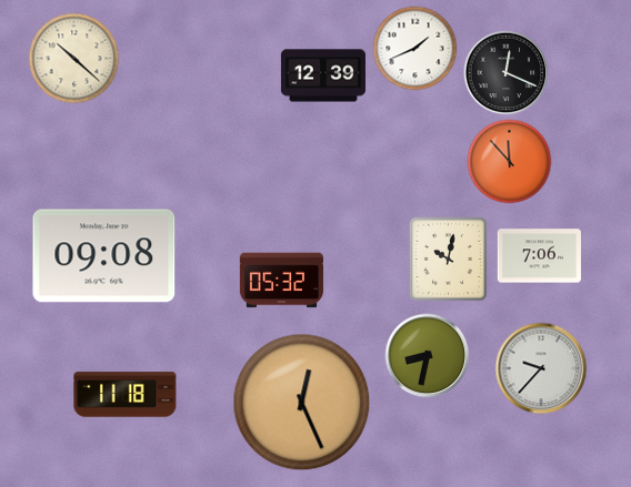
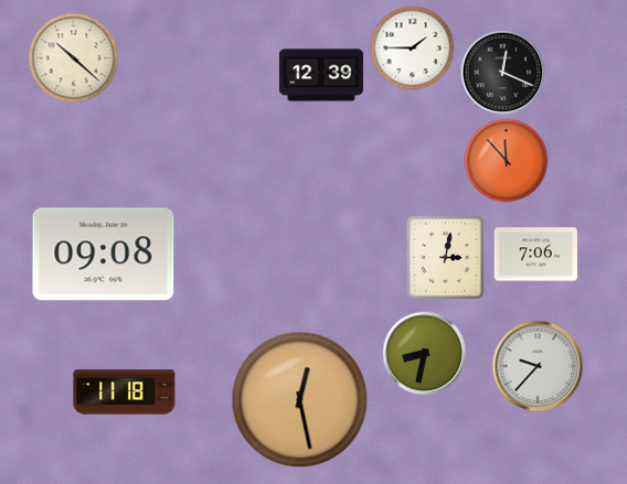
clock at (415, 49): 1:41 -> 1:45
clock at (448, 258): 10:02 -> 3:02
clock at (281, 281): 05:32 -> none
clock at (302, 403): 12:26 -> 12:28
